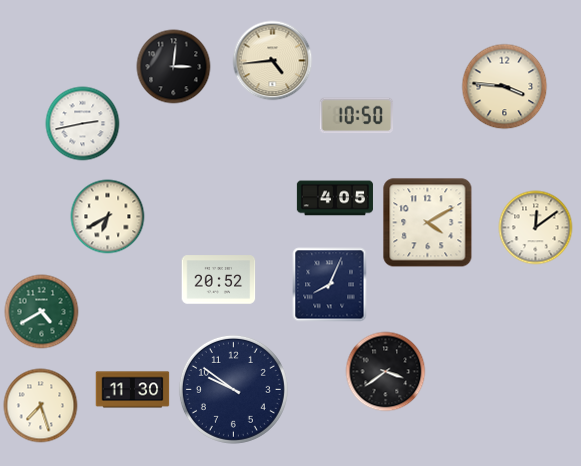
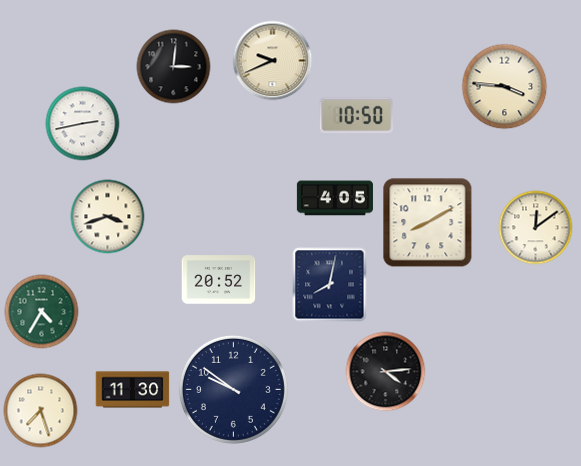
clock at (273, 61): 4:44 -> 9:41
clock at (108, 217): 6:40 -> 3:42
clock at (428, 223): 4:10 -> 8:10
clock at (330, 285): 8:04 -> 8:02
clock at (42, 312): 4:40 -> 4:35
clock at (386, 372): 3:39 -> 4:14
clock at (41, 406) position: (41, 406) -> (41, 411)
